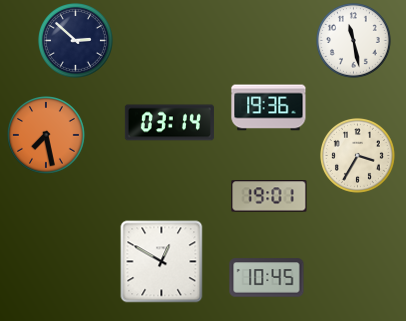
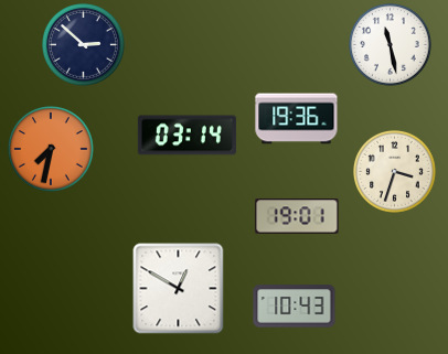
clock at (47, 136): 7:28 -> 7:32
clock at (358, 156): 3:35 -> 3:33
clock at (267, 278): 10:45 -> 10:43
